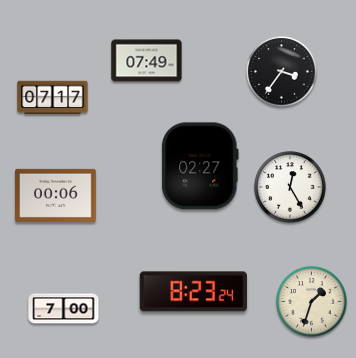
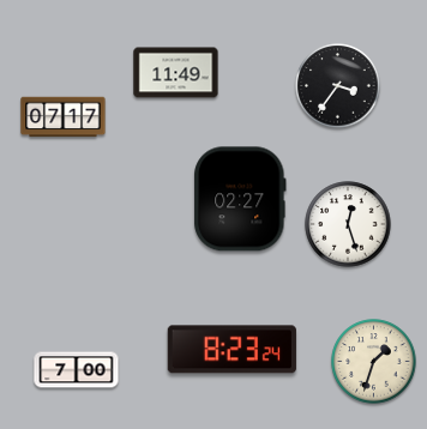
clock at (147, 61): 07:49 -> 11:49
clock at (290, 187): 12:25 -> 12:27
clock at (56, 195): 00:06 -> none
